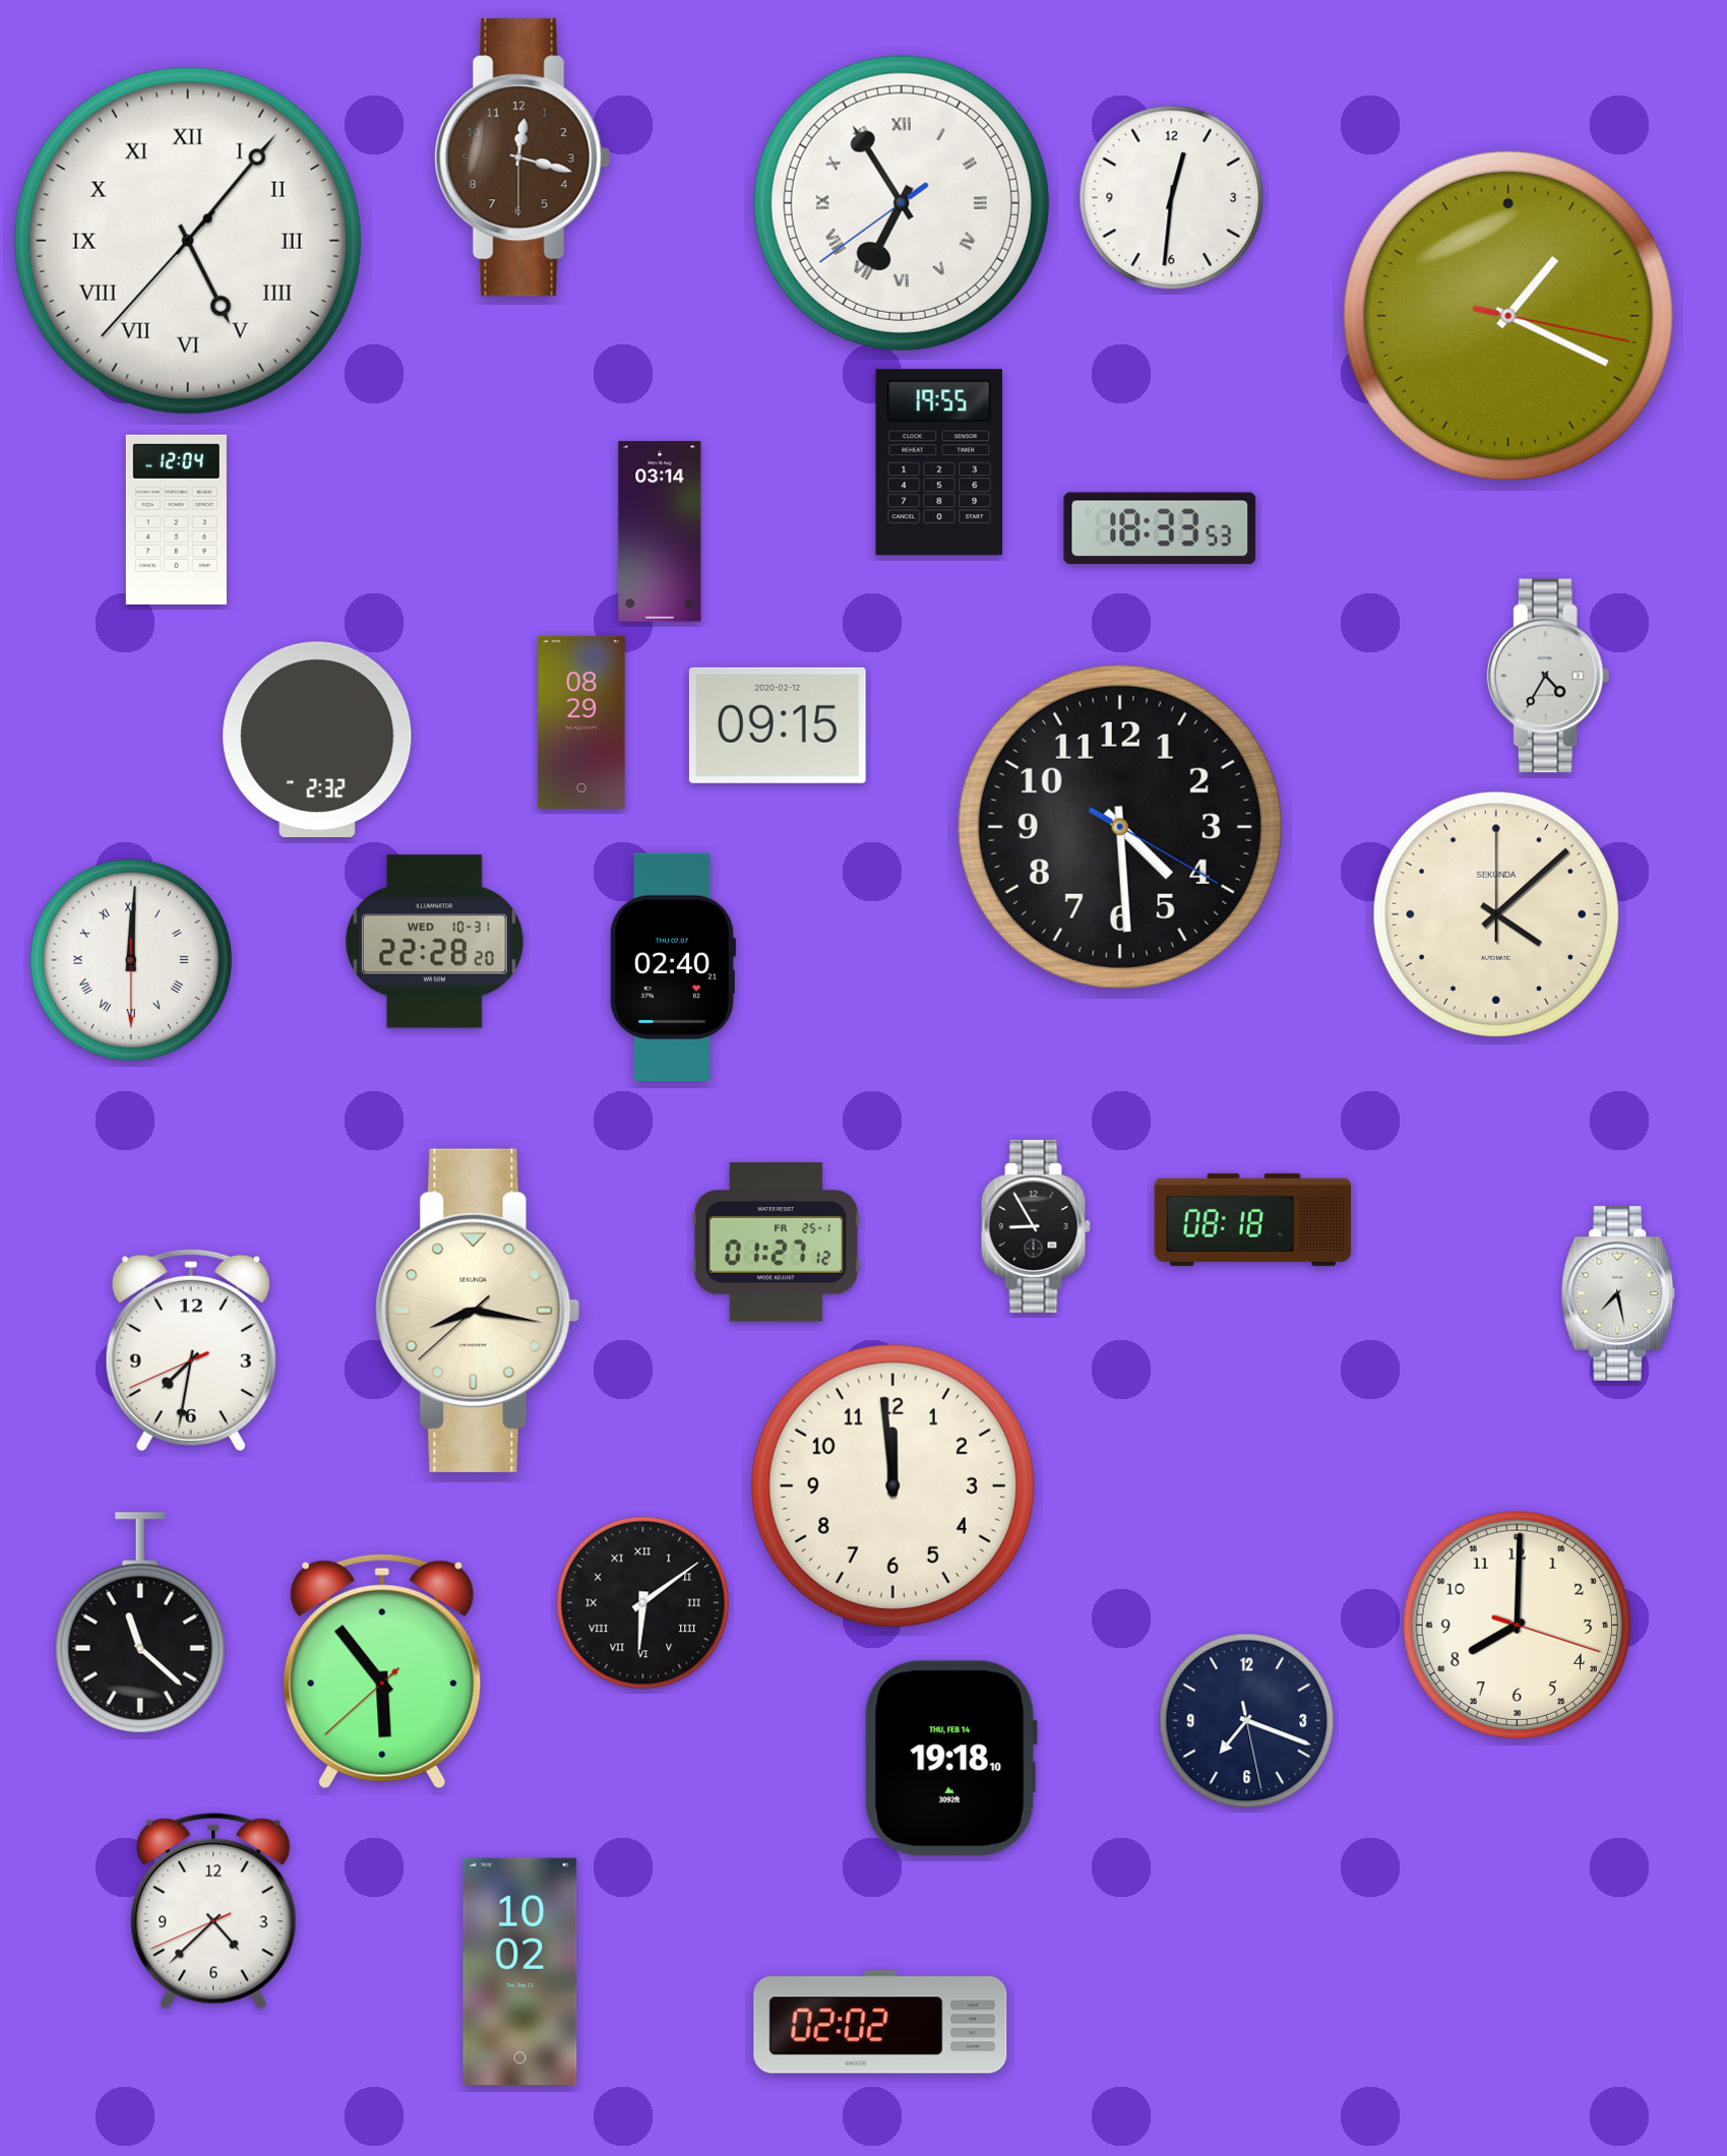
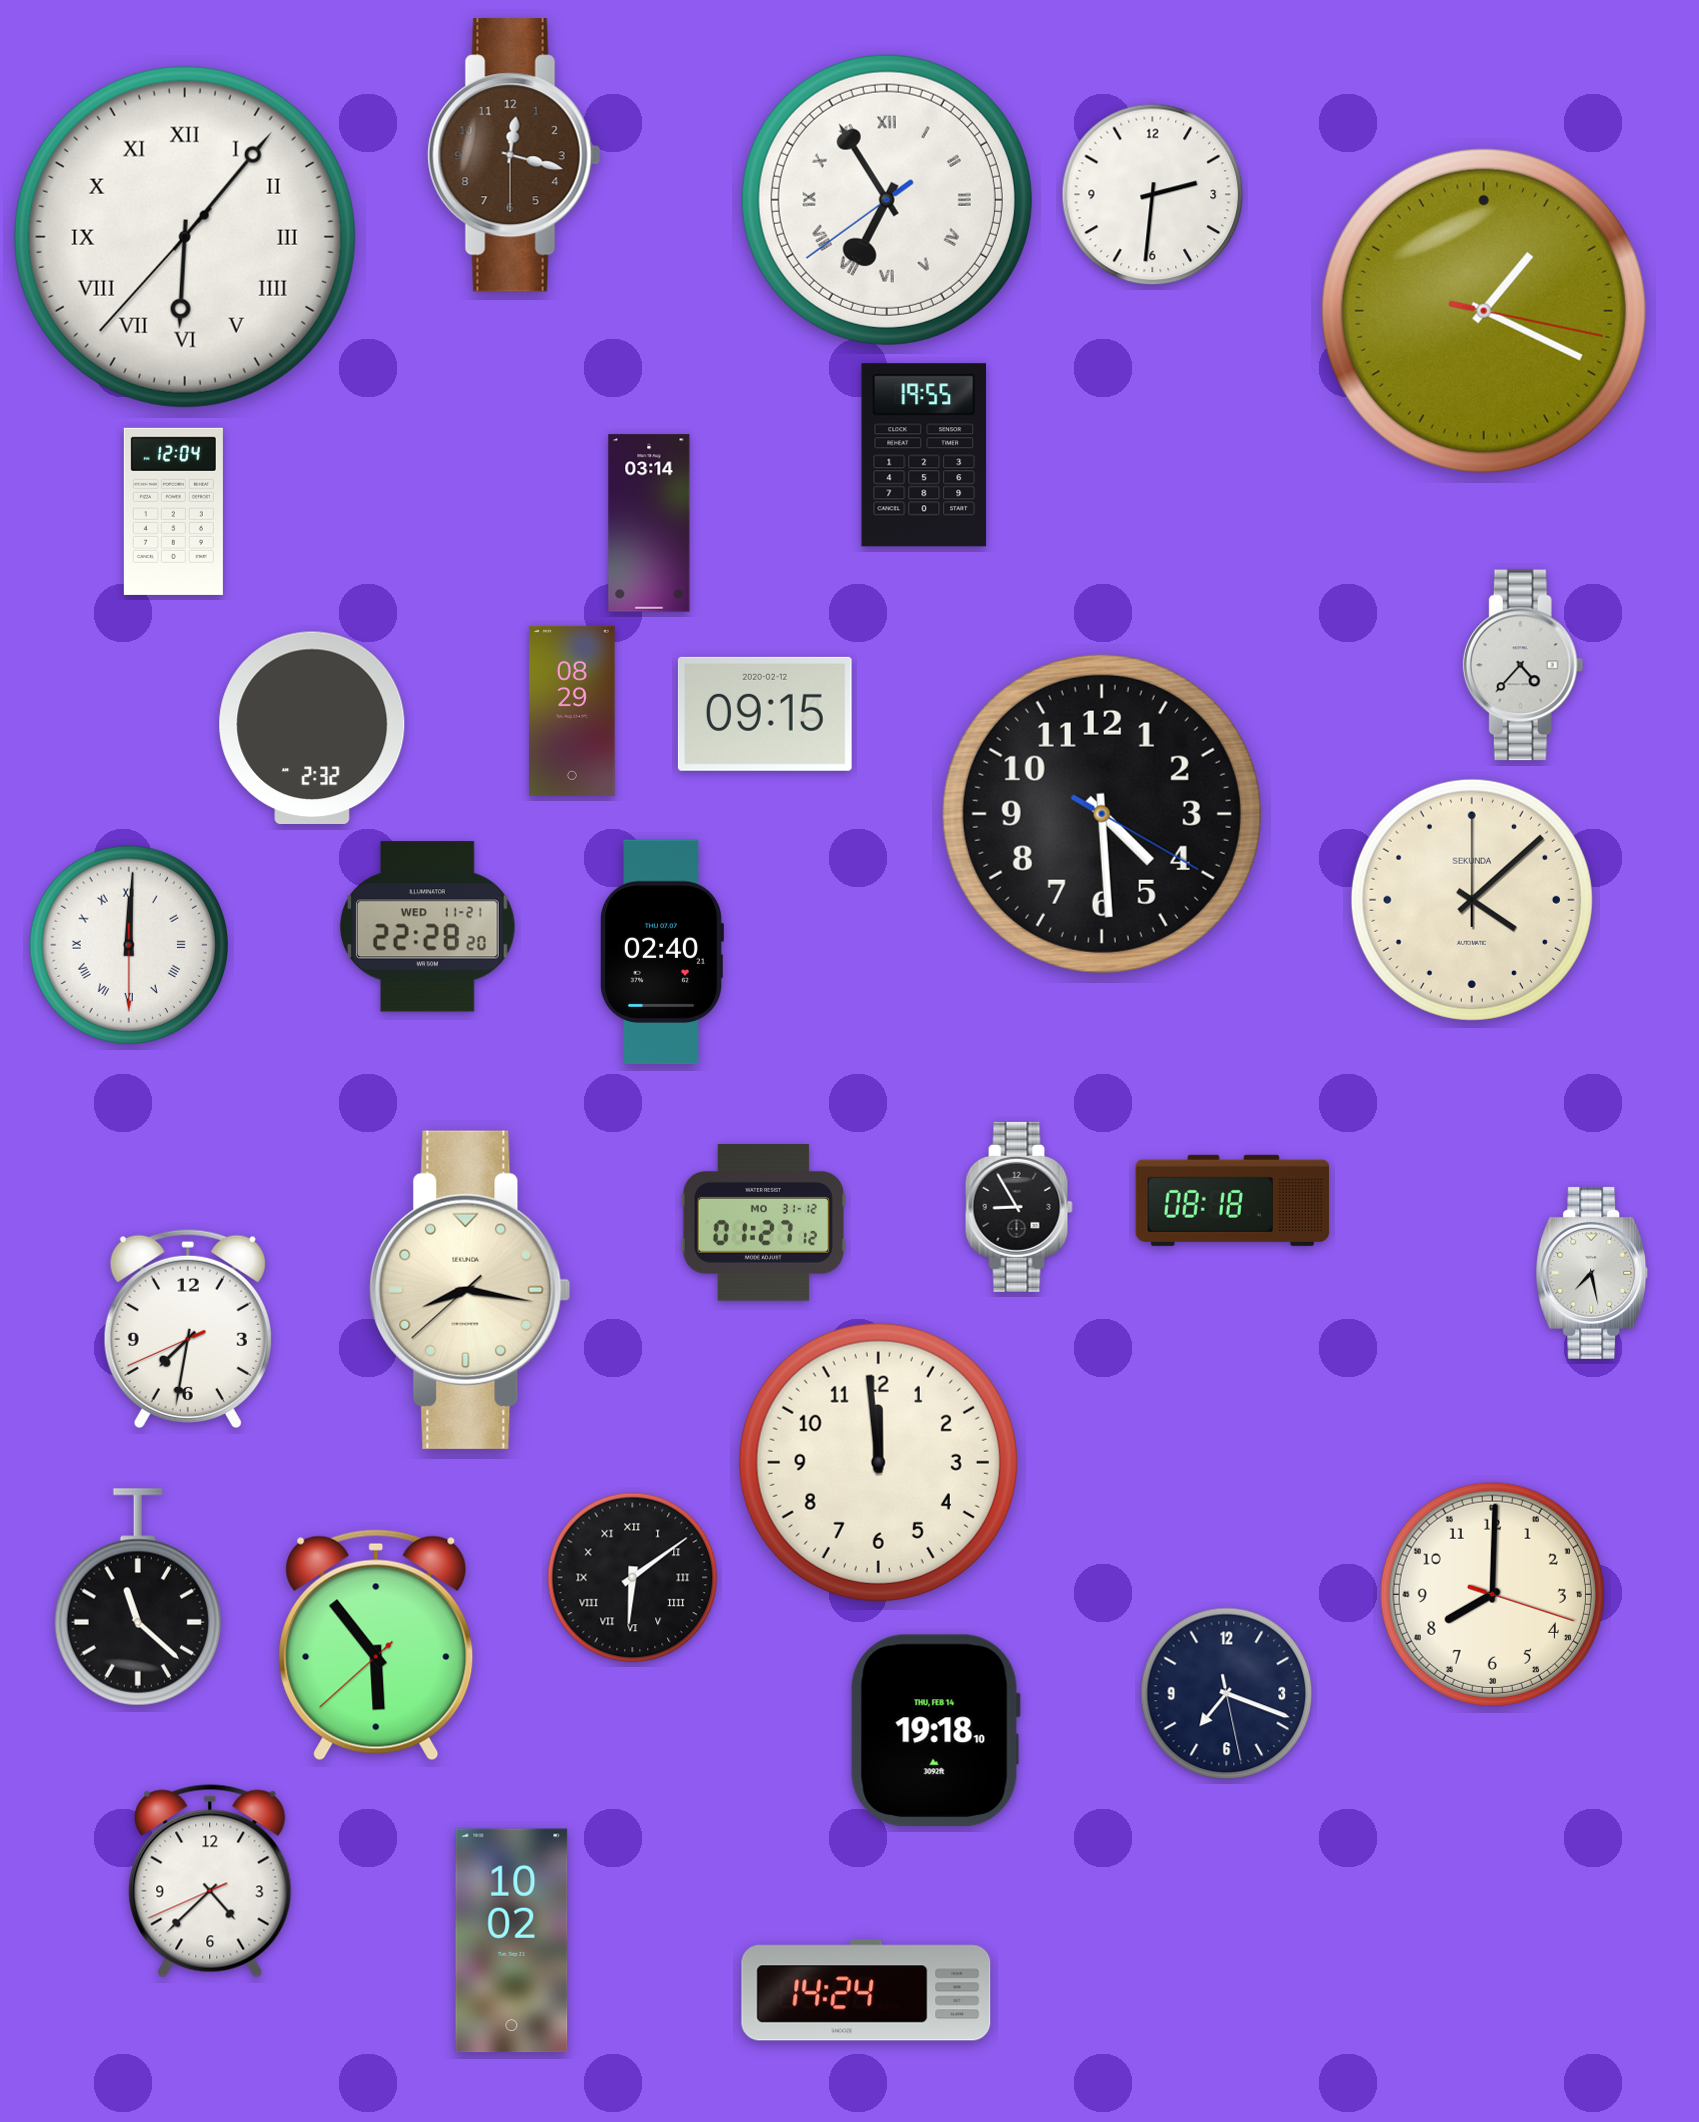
clock at (1172, 198): 12:31 -> 2:31
clock at (188, 241): 5:06 -> 6:06
clock at (1160, 528): 18:33 -> none
clock at (1548, 676): 4:35 -> 4:37
clock at (434, 942) date: WED 10-31 -> WED 11-21
clock at (776, 1243) date: FR 25-1 -> MO 31-12
clock at (1517, 1625) position: (1517, 1625) -> (1492, 1594)
clock at (880, 2022): 02:02 -> 14:24
